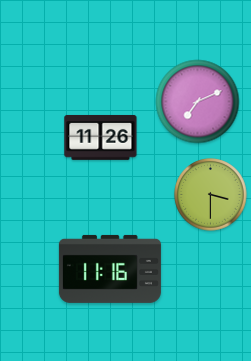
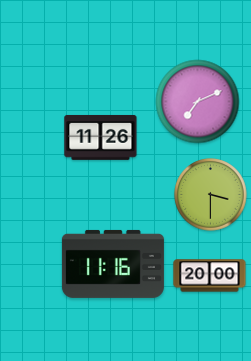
clock at (110, 269) position: (110, 269) -> (113, 264)
clock at (210, 276): none -> 20:00
